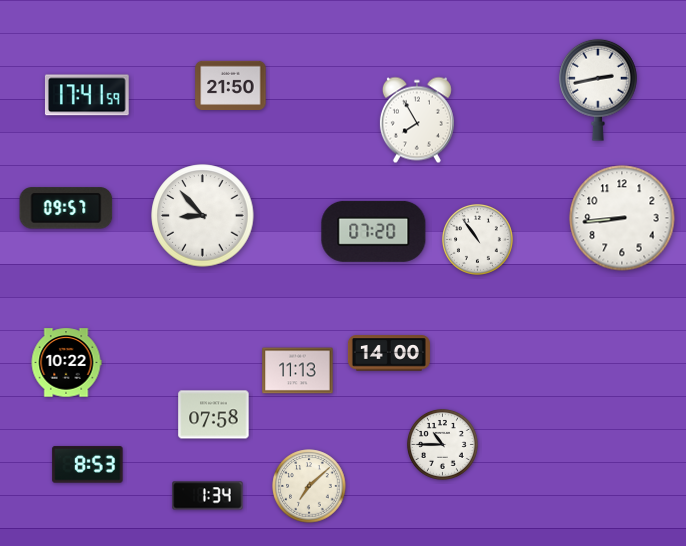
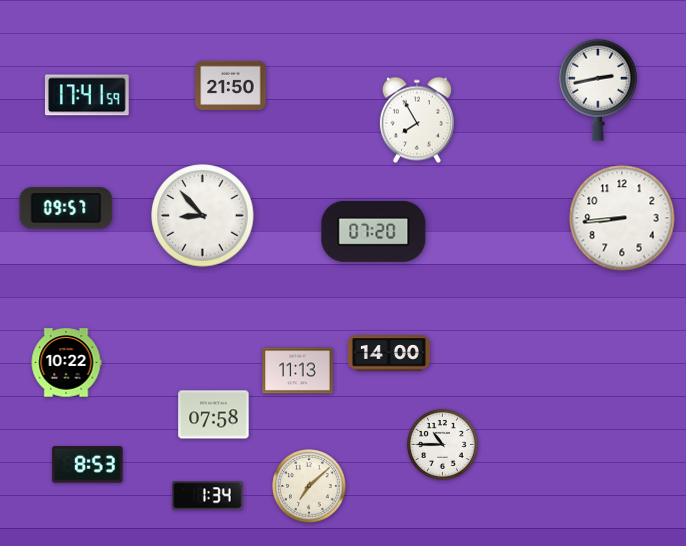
clock at (477, 239): 10:54 -> none
